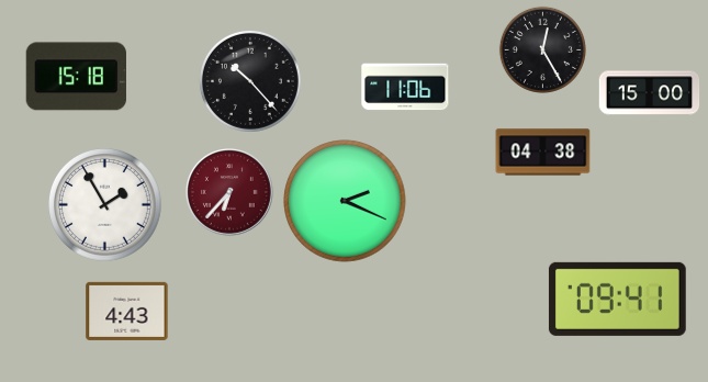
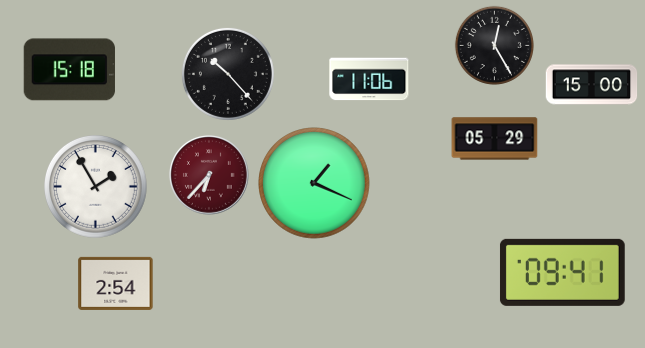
clock at (543, 153): 04:38 -> 05:29
clock at (345, 201): 2:19 -> 1:19
clock at (127, 311): 4:43 -> 2:54
